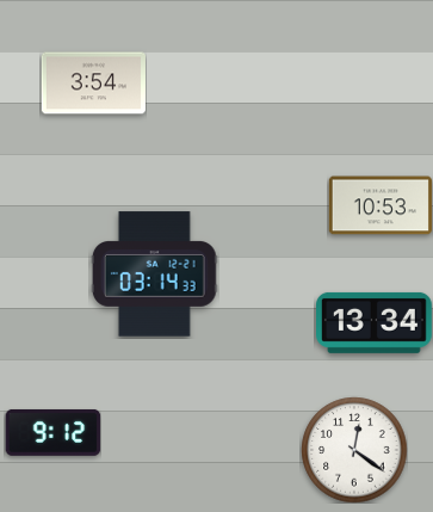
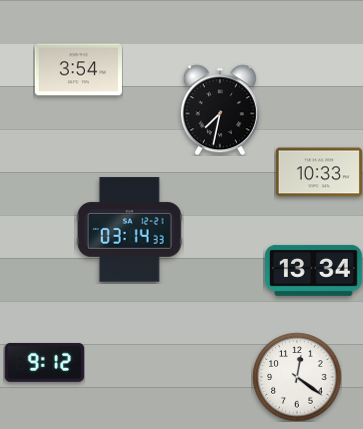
clock at (220, 110): none -> 7:32
clock at (381, 205): 10:53 -> 10:33
